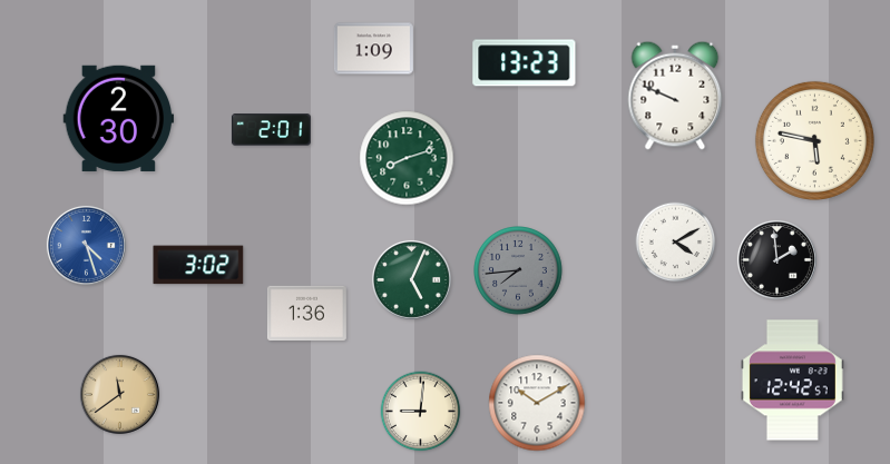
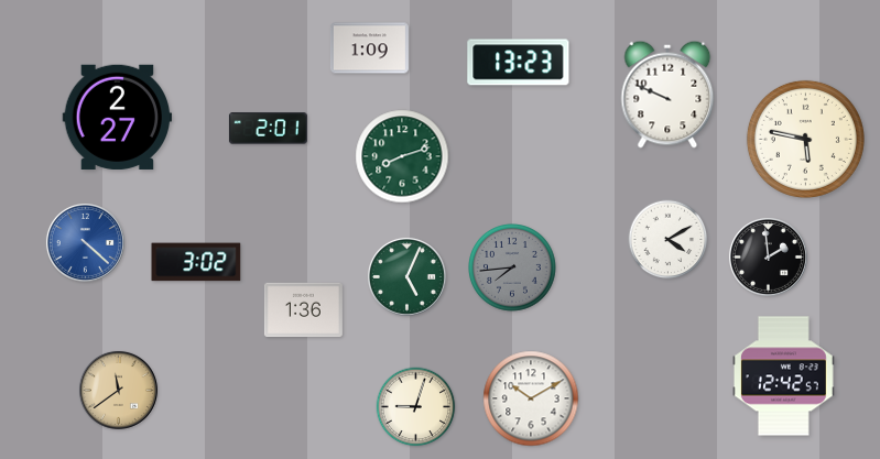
clock at (119, 118): 2:30 -> 2:27
clock at (86, 245): 4:27 -> 4:22
clock at (421, 412): 9:01 -> 9:03
